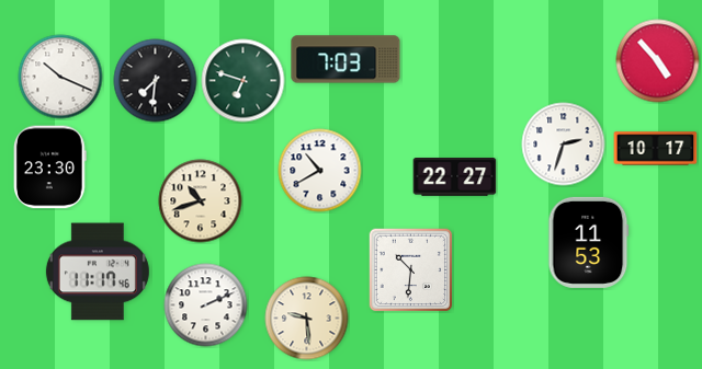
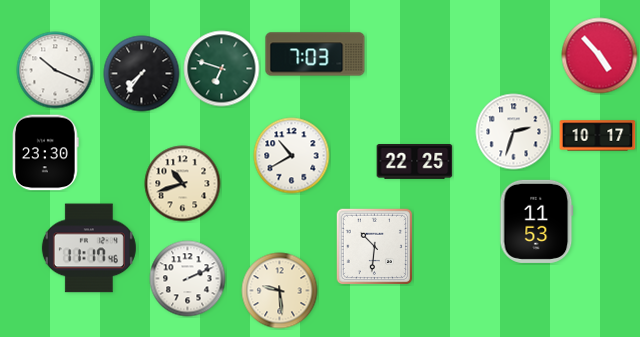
clock at (156, 81): 7:31 -> 7:36
clock at (244, 81) position: (244, 81) -> (222, 69)
clock at (455, 177): 22:27 -> 22:25
